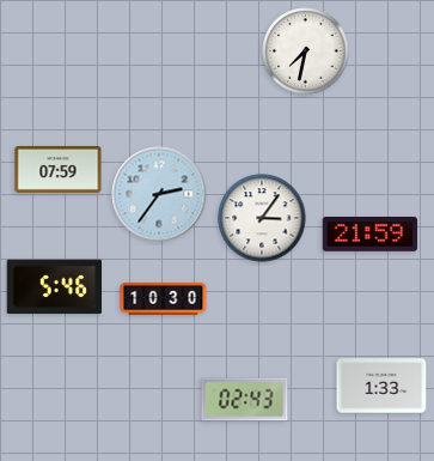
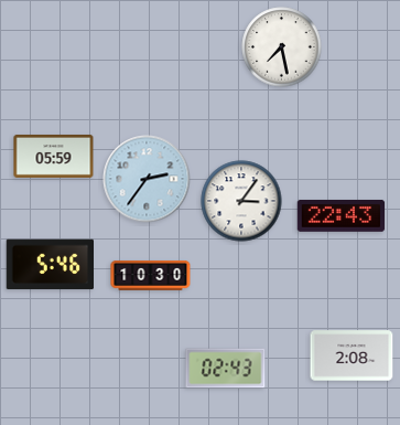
clock at (306, 51): 7:32 -> 7:28
clock at (59, 169): 07:59 -> 05:59
clock at (371, 235): 21:59 -> 22:43
clock at (381, 386): 1:33 -> 2:08
